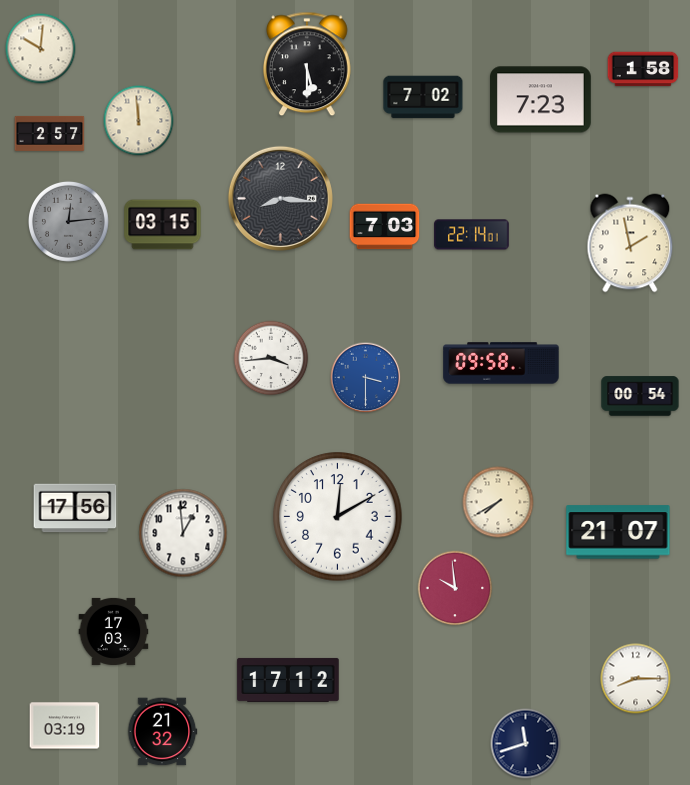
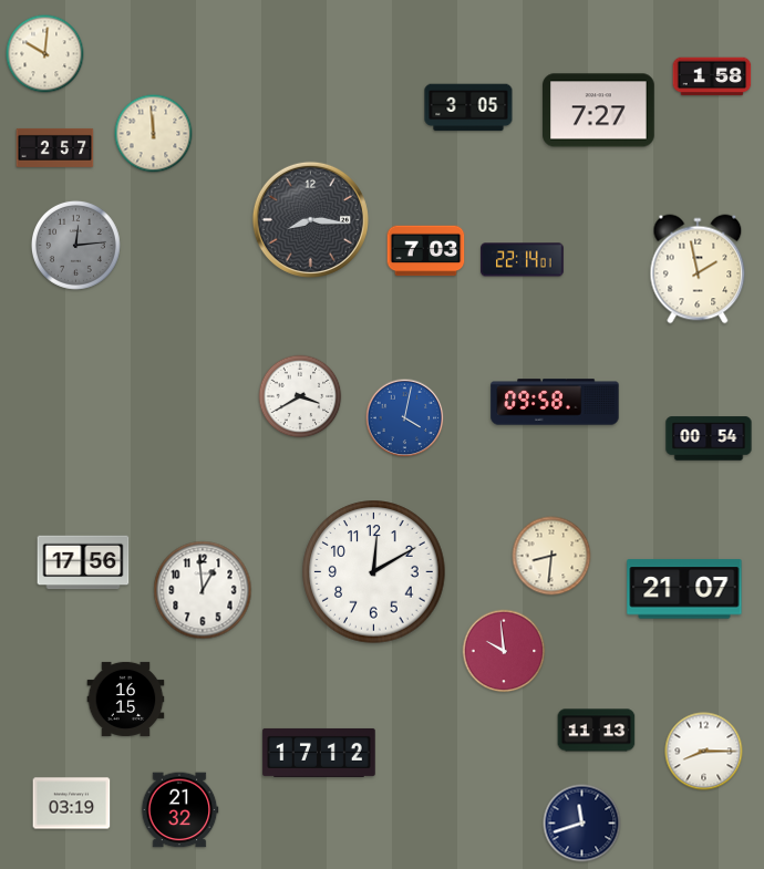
clock at (308, 64): 5:30 -> none
clock at (423, 97): 7:02 -> 3:05
clock at (541, 100): 7:23 -> 7:27
clock at (163, 225): 03:15 -> none
clock at (271, 358): 3:44 -> 3:40
clock at (366, 378): 3:30 -> 4:02
clock at (498, 502): 7:40 -> 8:31
clock at (114, 631): 17:03 -> 16:15
clock at (597, 731): none -> 11:13
